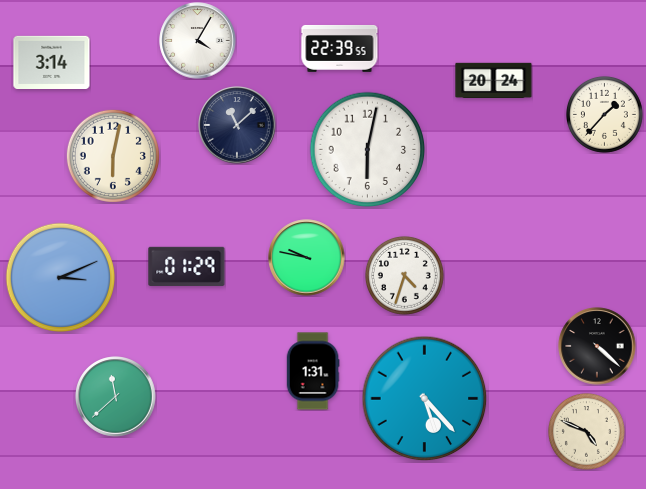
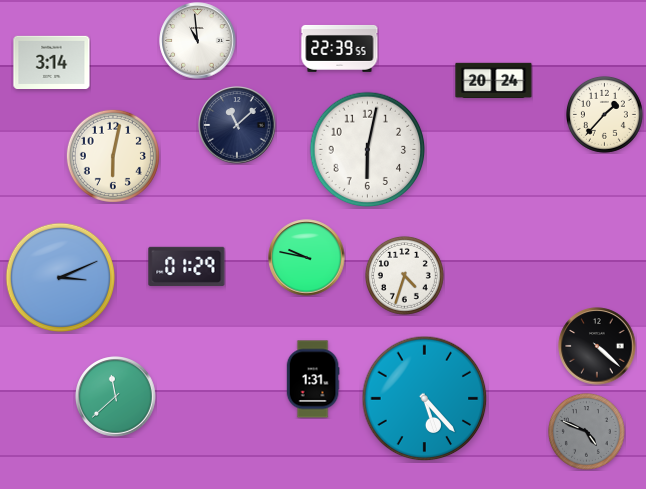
clock at (198, 41): 4:05 -> 10:59
clock at (313, 371) position: (313, 371) -> (313, 379)
clock at (586, 431) dial: cream -> grey
